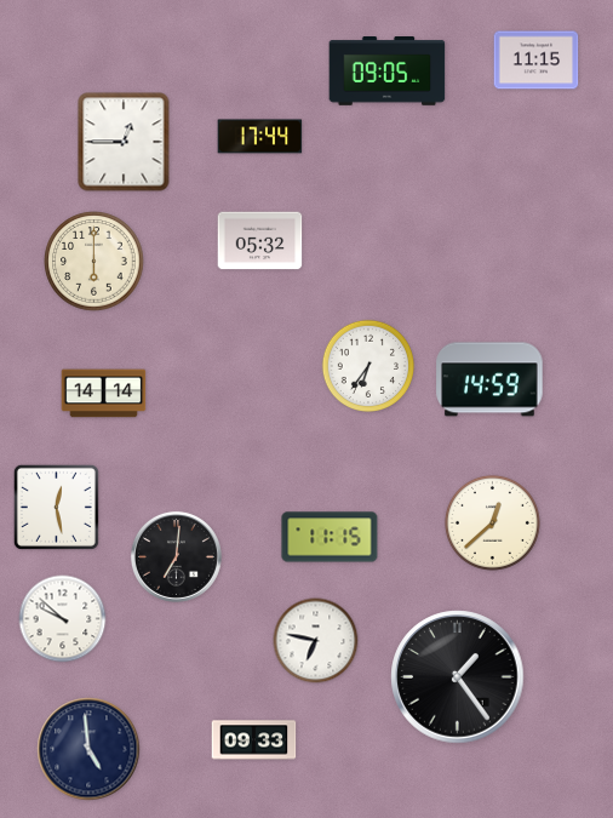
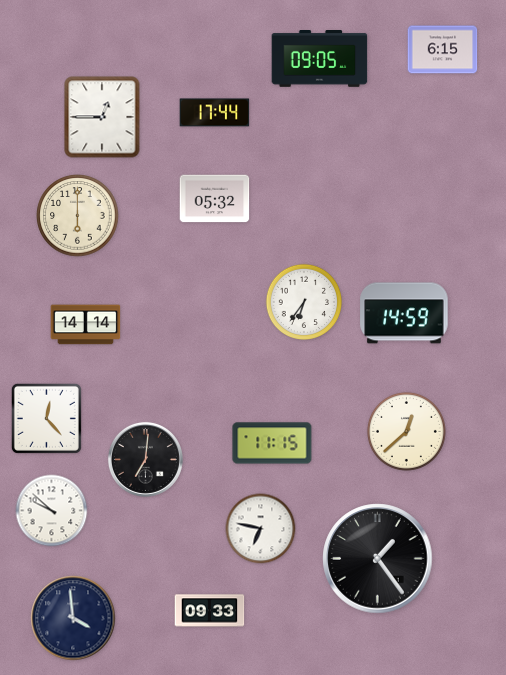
clock at (537, 61): 11:15 -> 6:15
clock at (56, 507): 12:28 -> 12:23
clock at (88, 749): 4:59 -> 3:59
